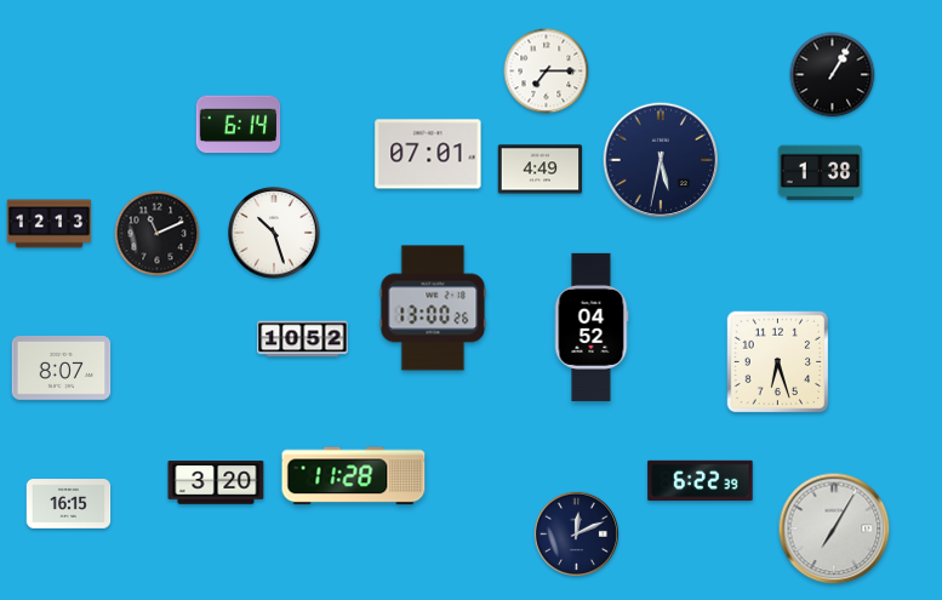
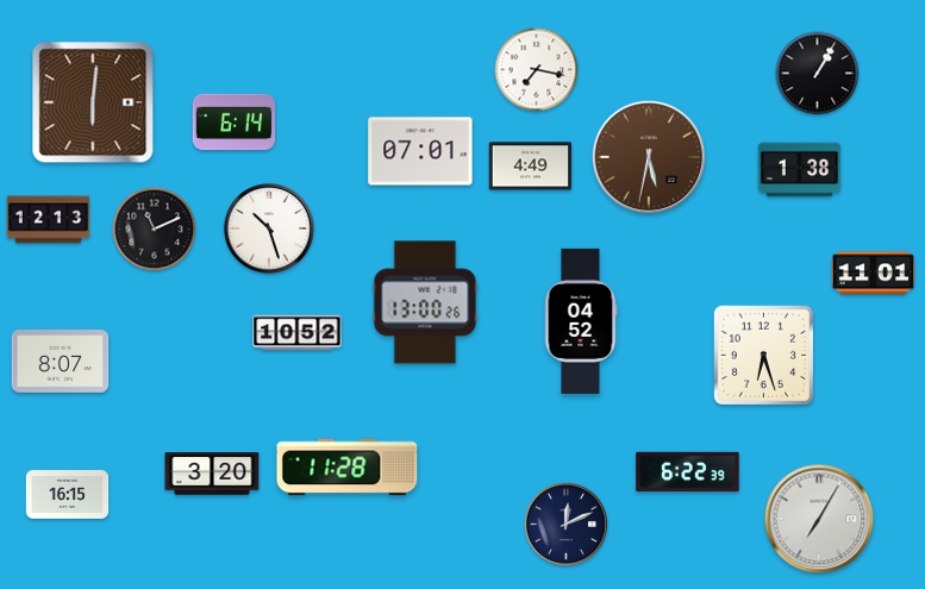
clock at (547, 72): 7:15 -> 7:17
clock at (93, 102): none -> 6:01
clock at (661, 160) dial: navy -> brown
clock at (821, 173) position: (821, 173) -> (800, 170)
clock at (874, 274): none -> 11:01
